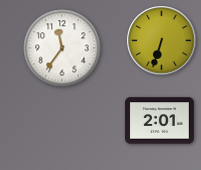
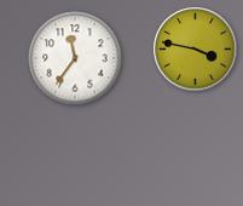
clock at (162, 41): 6:33 -> 3:47
clock at (159, 121): 2:01 -> none
